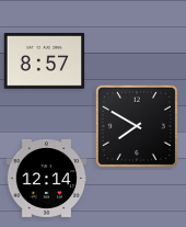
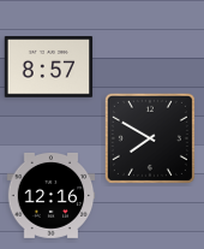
clock at (47, 178): 12:14 -> 12:16
